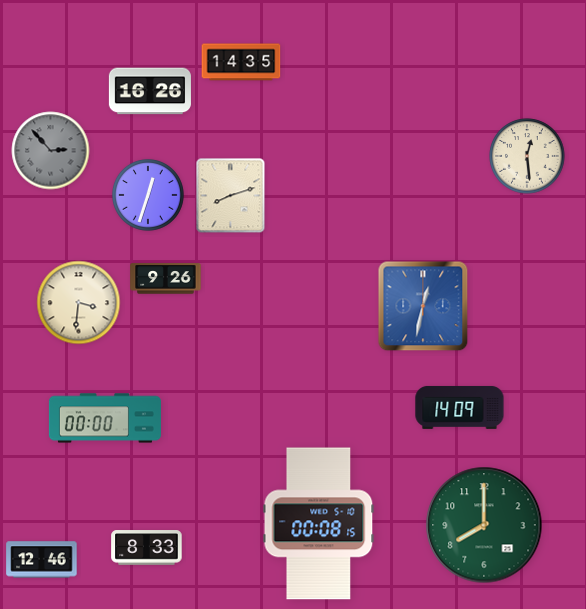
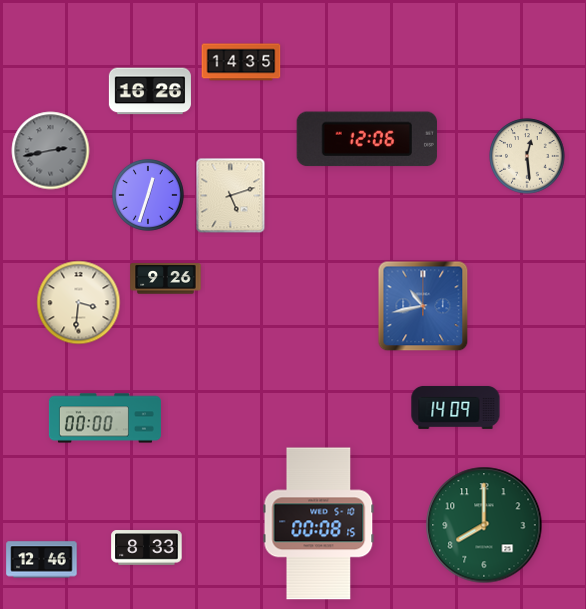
clock at (367, 139): none -> 12:06
clock at (51, 151): 2:53 -> 2:43
clock at (231, 196): 8:12 -> 5:12
clock at (423, 306): 12:32 -> 10:43
clock at (460, 407) position: (460, 407) -> (456, 407)
